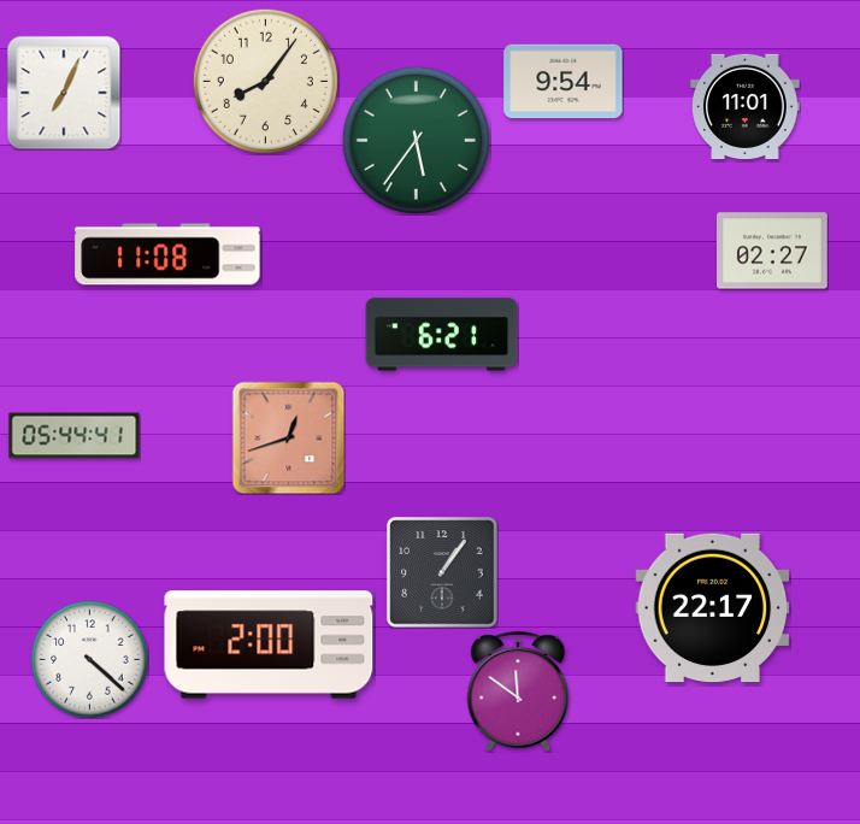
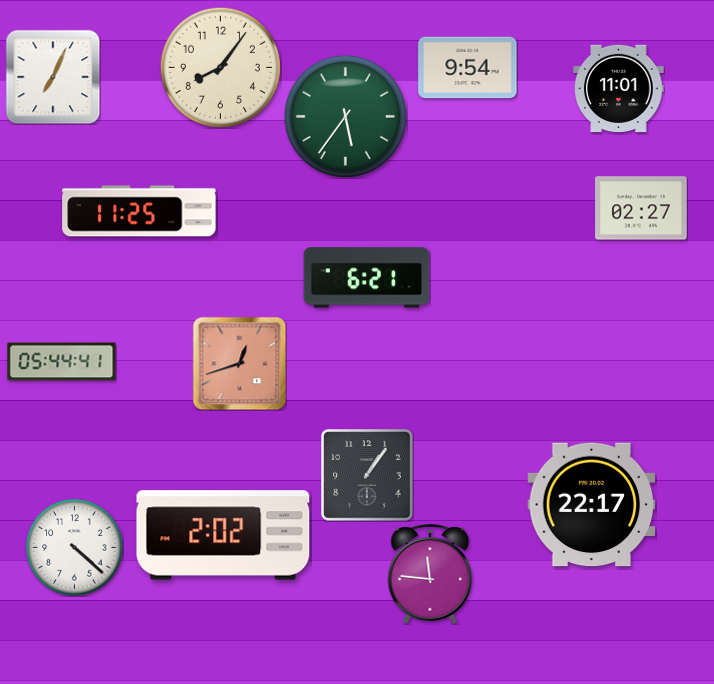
clock at (167, 254): 11:08 -> 11:25
clock at (269, 645): 2:00 -> 2:02
clock at (518, 691): 11:51 -> 11:46
